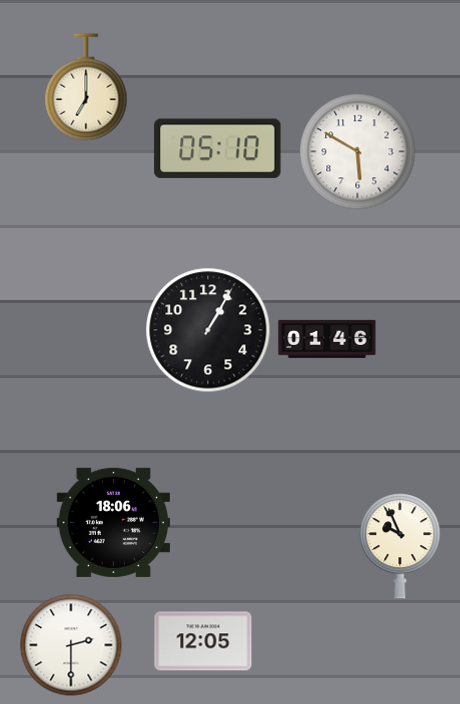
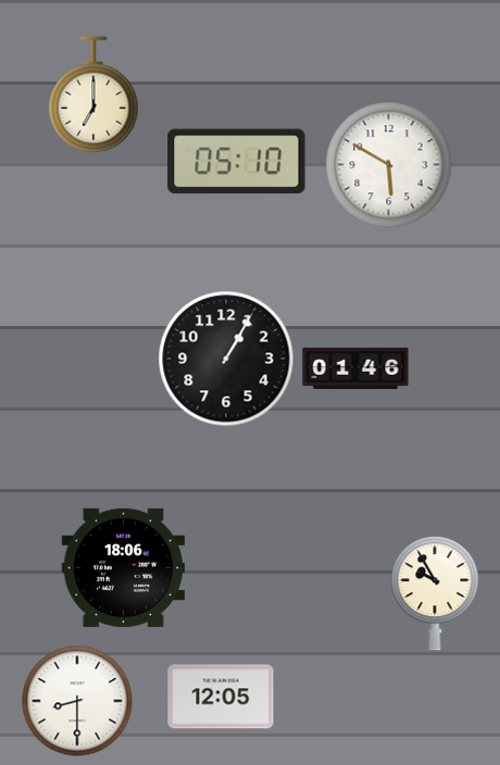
clock at (400, 547): 9:56 -> 9:55
clock at (71, 645): 2:30 -> 8:30
